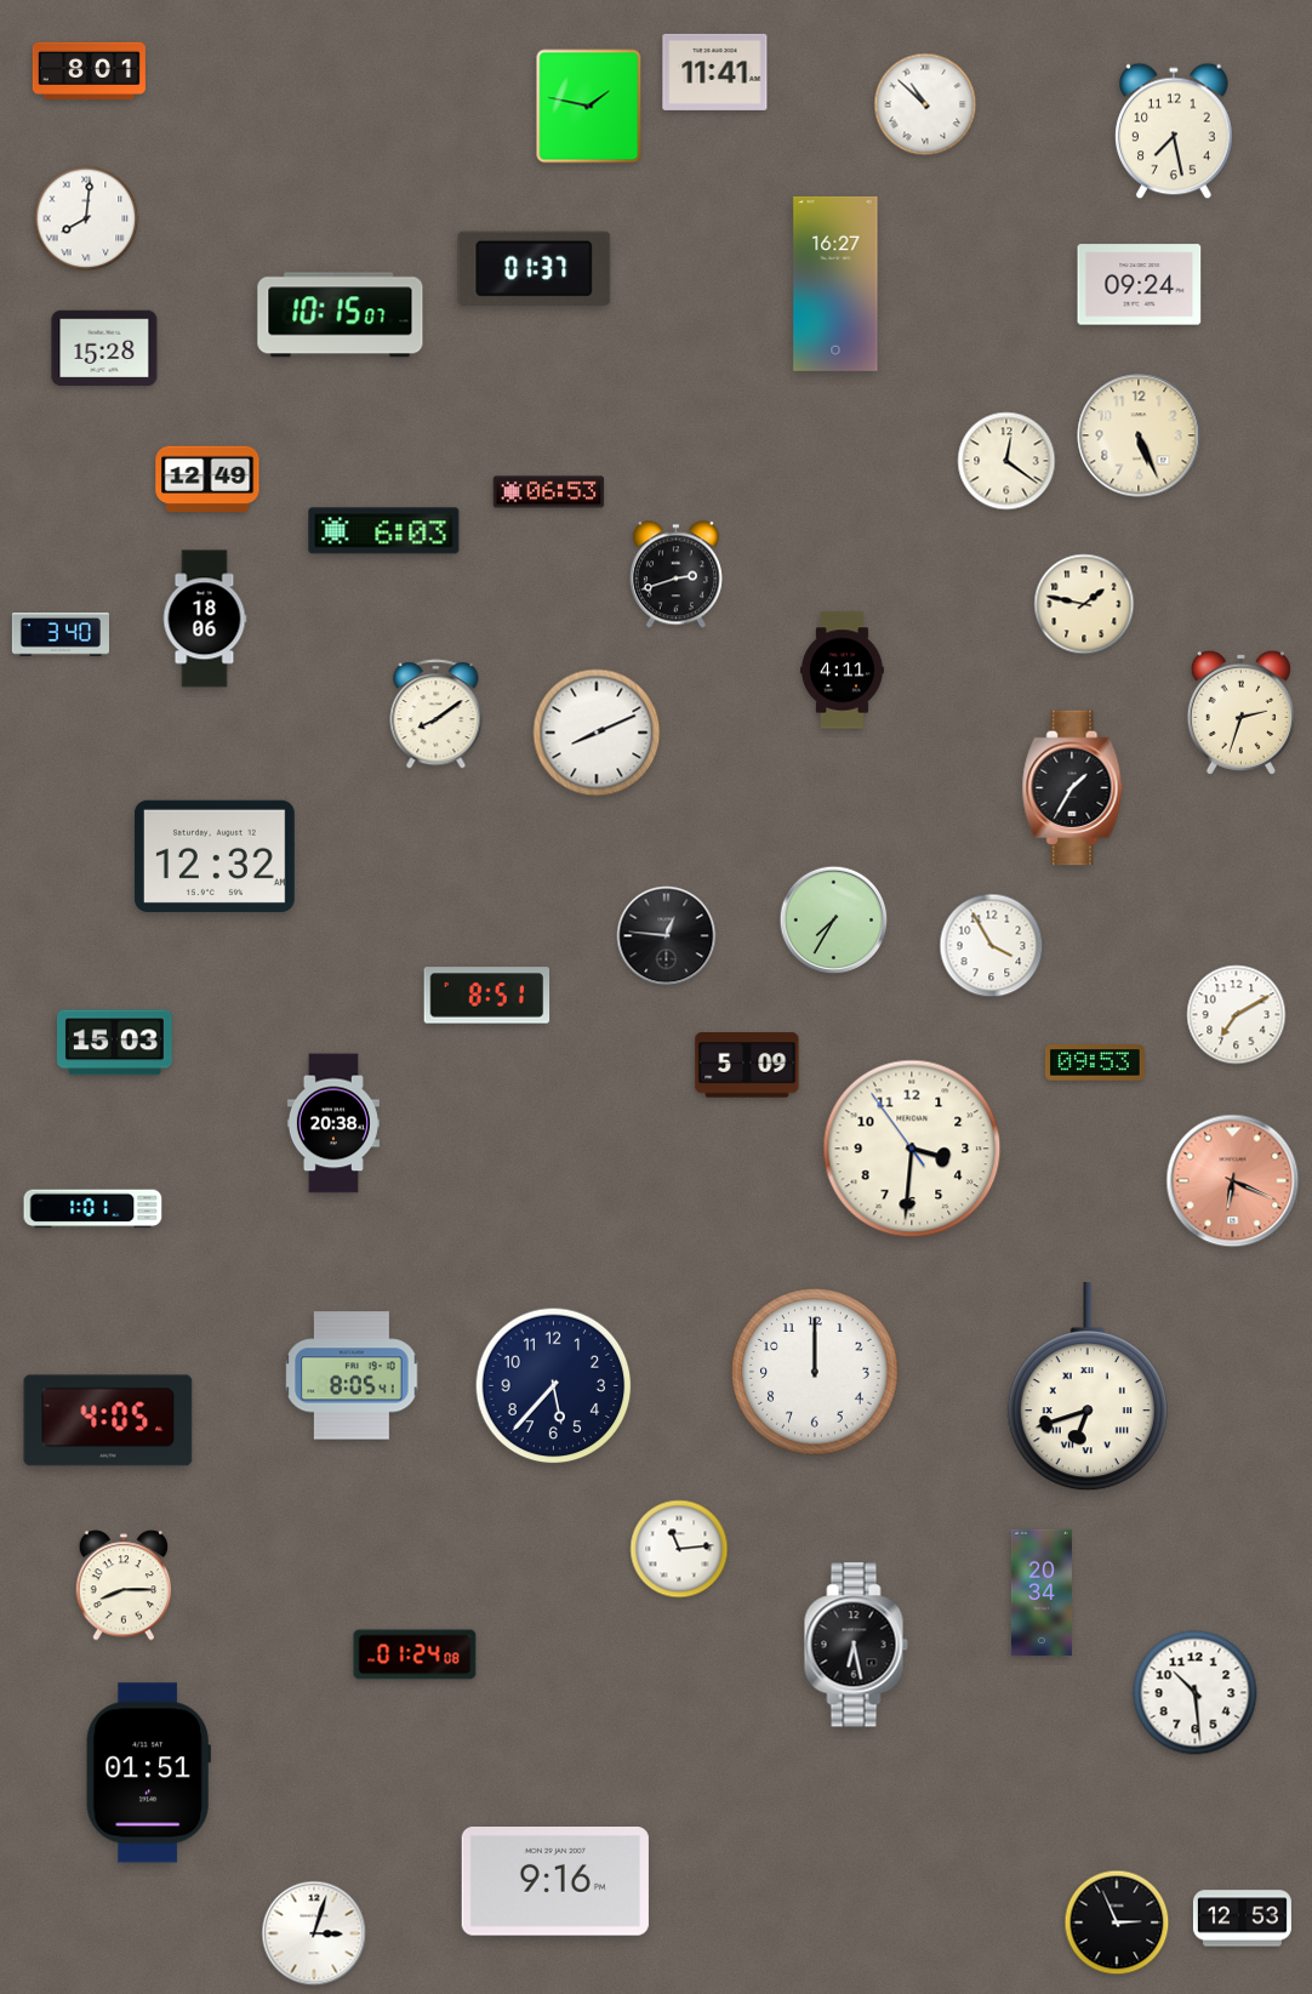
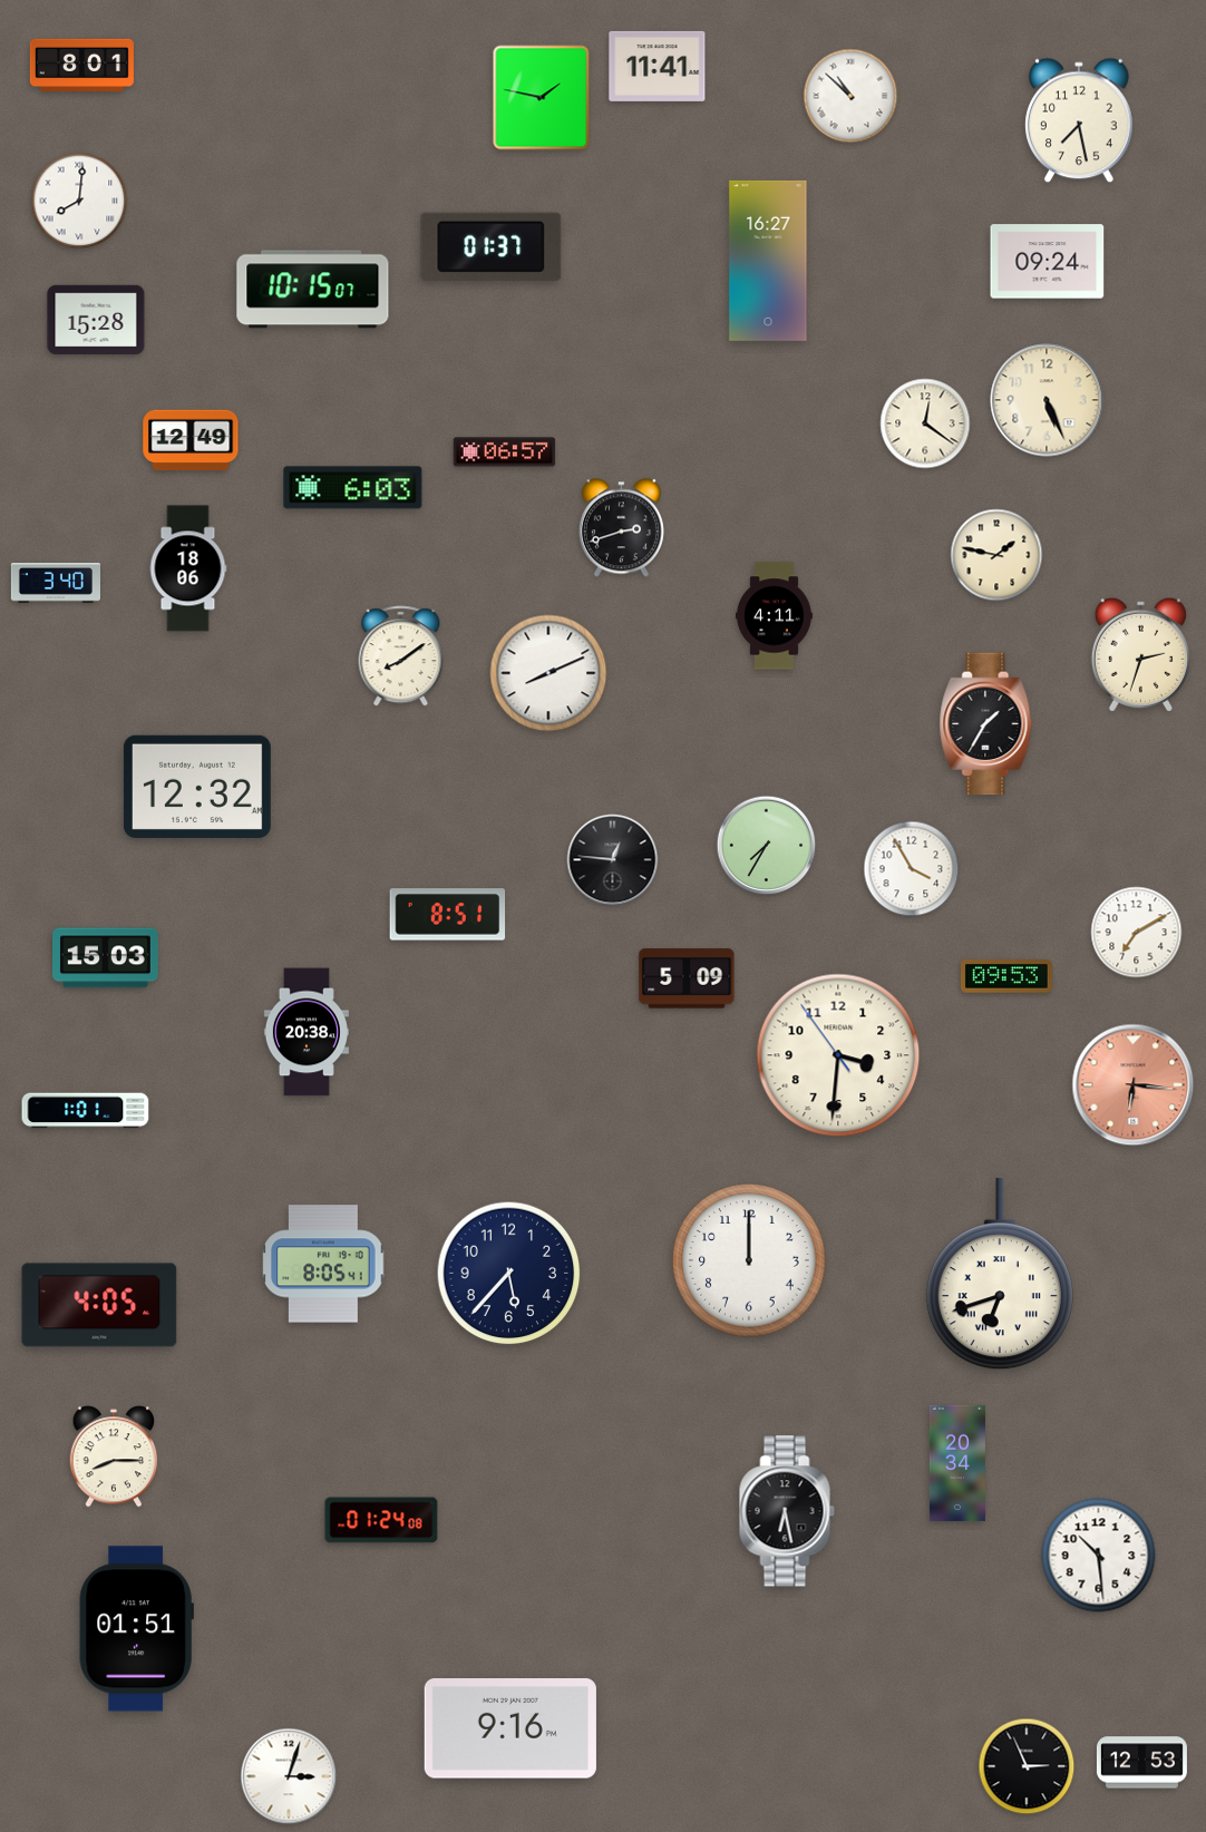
clock at (549, 492): 06:53 -> 06:57
clock at (1233, 1181): 6:19 -> 6:16
clock at (679, 1549): 11:14 -> none
